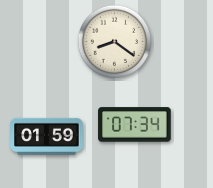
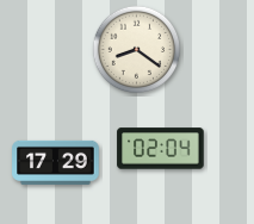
clock at (135, 125): 07:34 -> 02:04
clock at (47, 136): 01:59 -> 17:29
